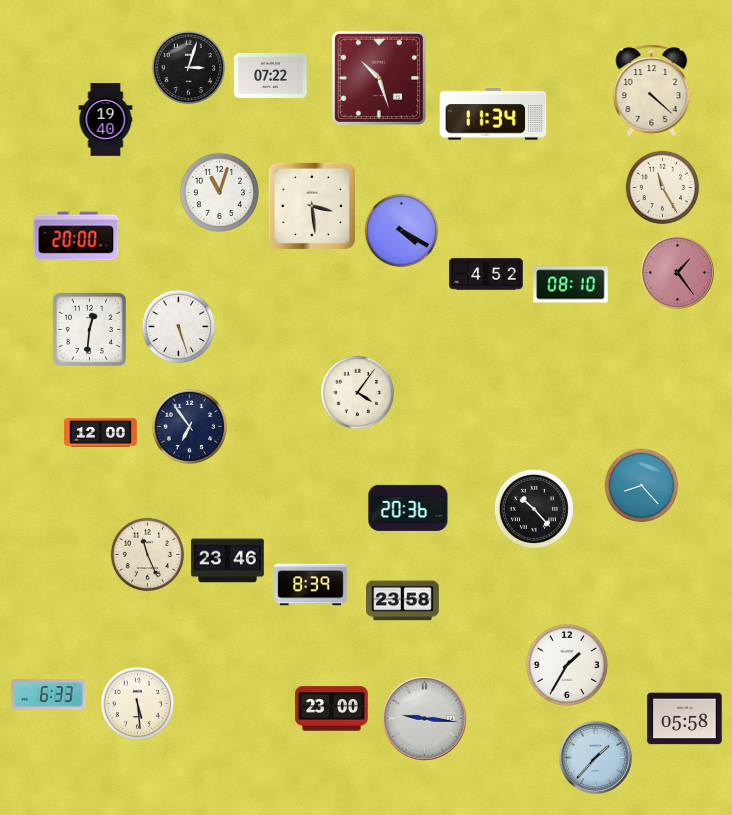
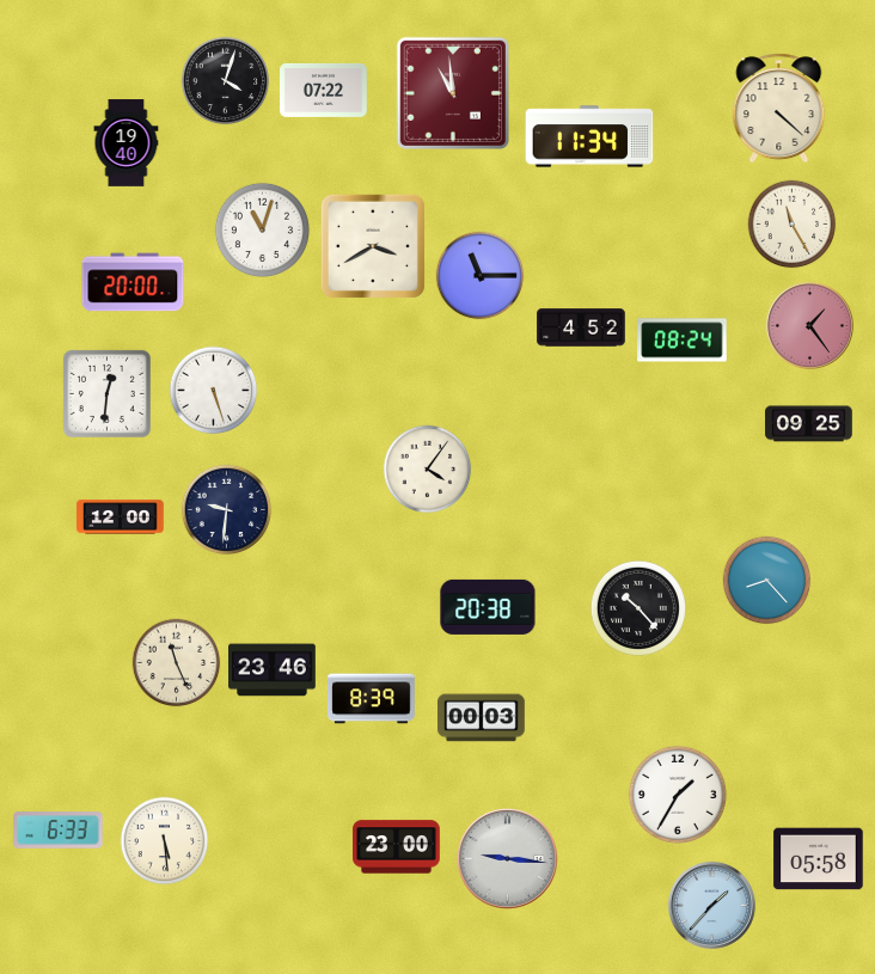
clock at (189, 68): 3:03 -> 4:03
clock at (379, 78): 10:27 -> 10:59
clock at (312, 206): 3:29 -> 3:40
clock at (402, 231): 4:20 -> 11:15
clock at (76, 236) position: (76, 236) -> (133, 282)
clock at (571, 285): 08:10 -> 08:24
clock at (809, 424): none -> 09:25
clock at (190, 427): 6:54 -> 9:31
clock at (408, 508): 20:36 -> 20:38
clock at (403, 601): 23:58 -> 00:03
